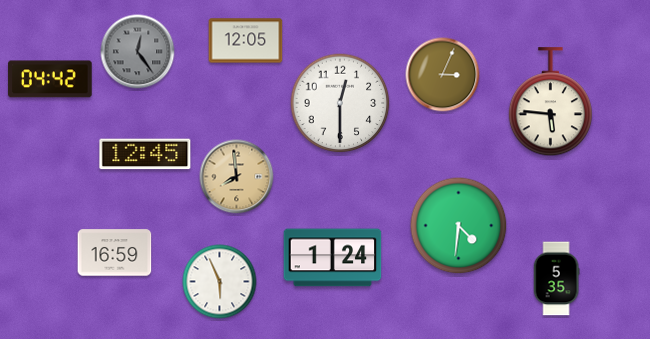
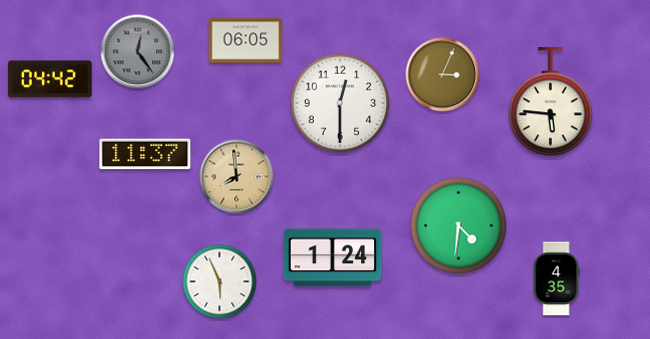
clock at (246, 41): 12:05 -> 06:05
clock at (145, 154): 12:45 -> 11:37
clock at (115, 253): 16:59 -> none
clock at (556, 279): 5:35 -> 4:35
